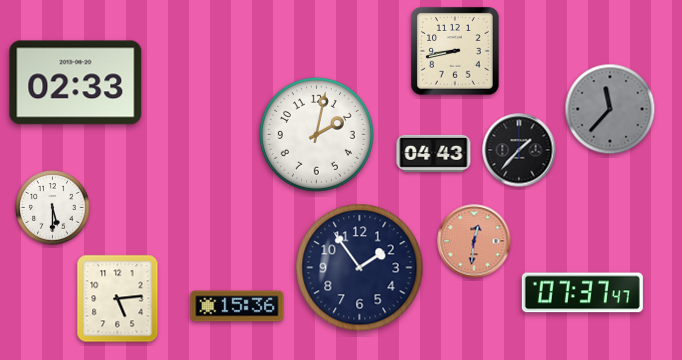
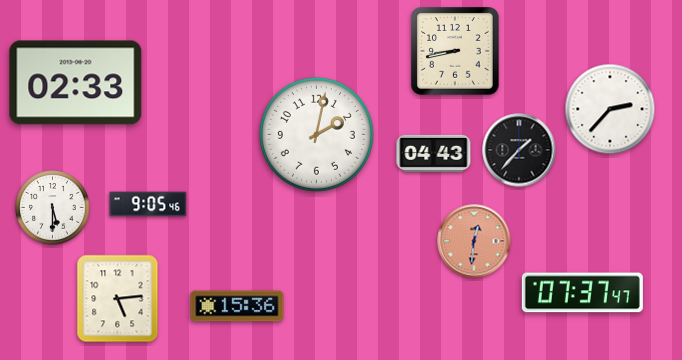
clock at (610, 109): 11:37 -> 2:37
clock at (610, 109) dial: grey -> white
clock at (148, 204): none -> 9:05
clock at (360, 268): 1:54 -> none
